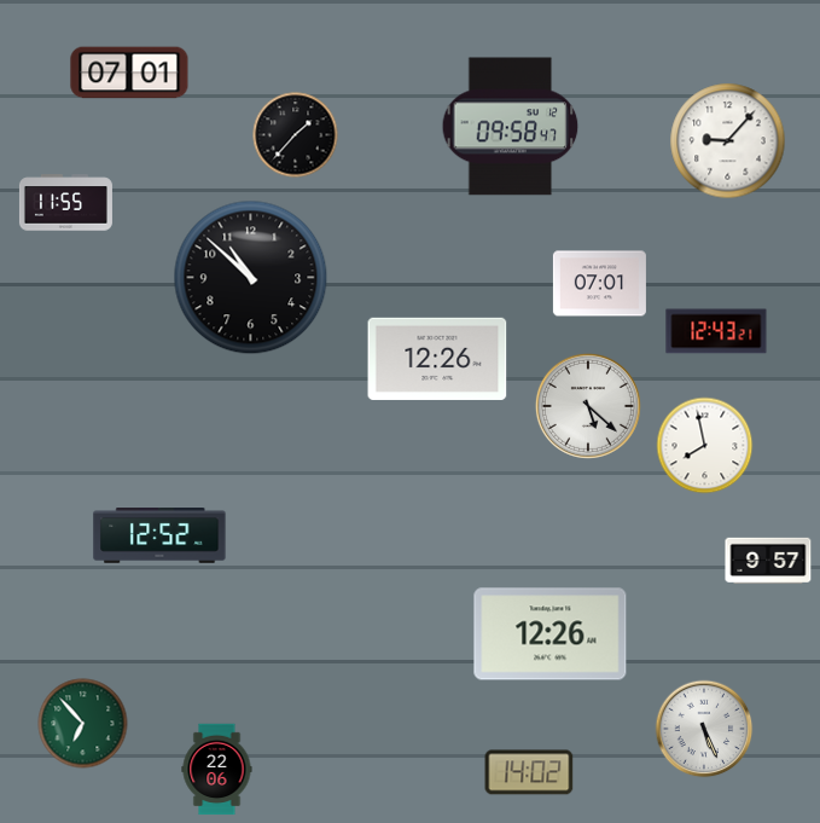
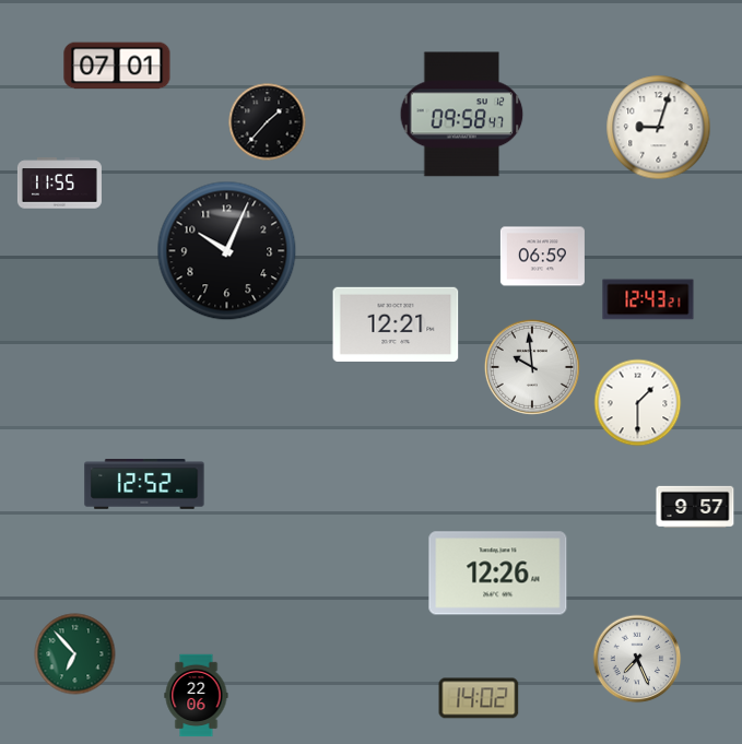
clock at (728, 141): 9:07 -> 9:03
clock at (251, 278): 10:52 -> 10:04
clock at (599, 284): 07:01 -> 06:59
clock at (437, 359): 12:26 -> 12:21
clock at (588, 406): 5:22 -> 9:59
clock at (705, 446): 7:58 -> 1:30
clock at (704, 729): 5:26 -> 7:26
